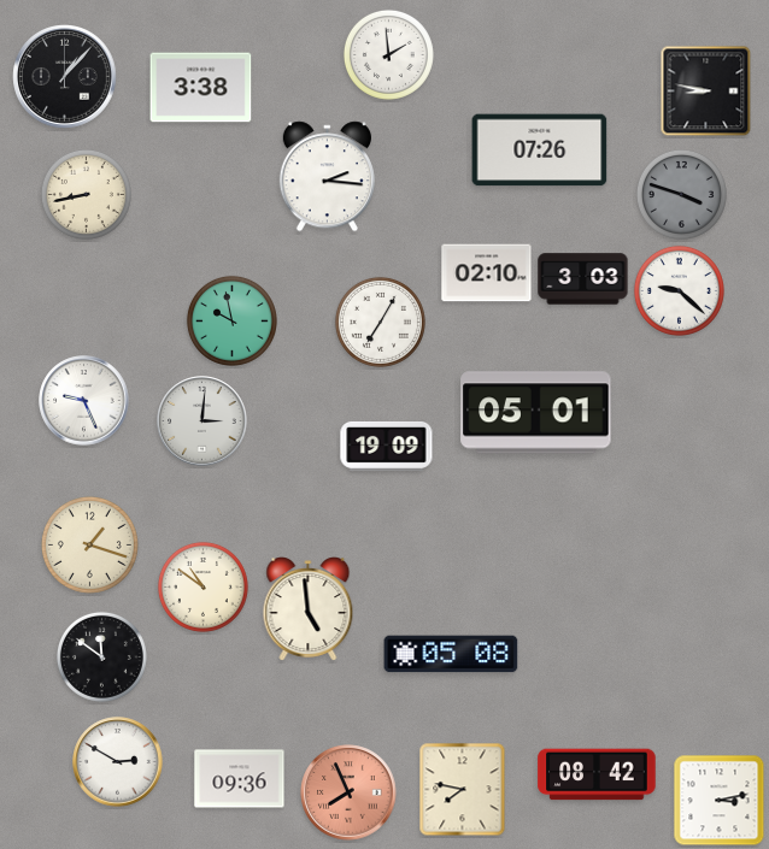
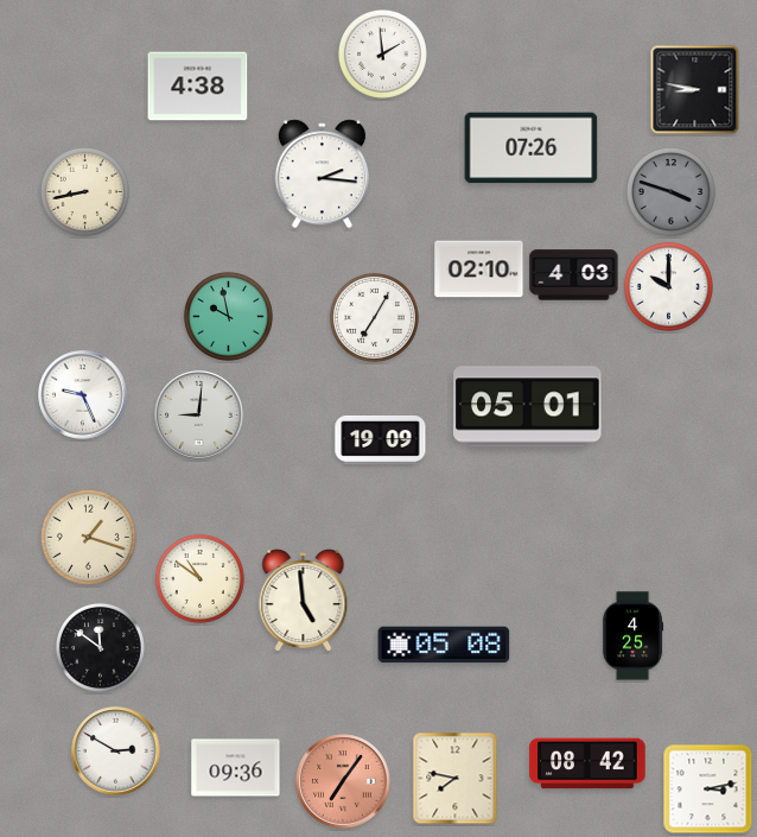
clock at (65, 77): 1:07 -> none
clock at (201, 88): 3:38 -> 4:38
clock at (583, 279): 3:03 -> 4:03
clock at (679, 290): 9:22 -> 10:00
clock at (202, 421): 3:01 -> 9:01
clock at (634, 636): none -> 4:25
clock at (348, 792): 7:56 -> 7:06
